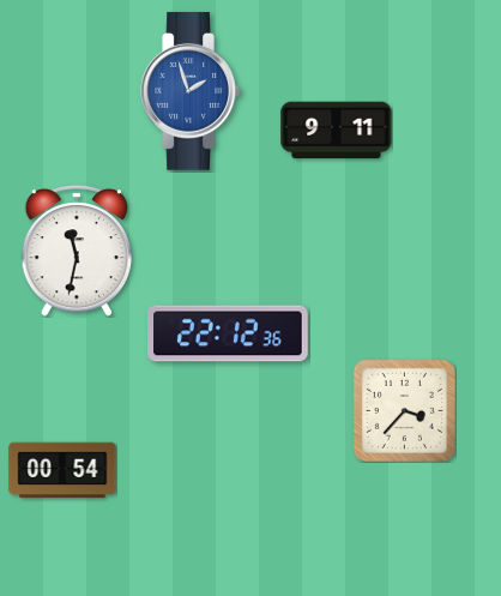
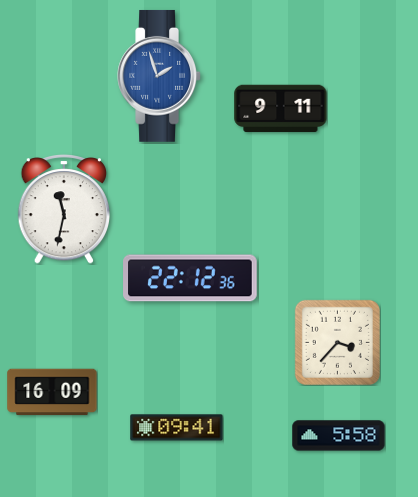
clock at (62, 470): 00:54 -> 16:09
clock at (177, 428): none -> 09:41
clock at (339, 436): none -> 5:58
